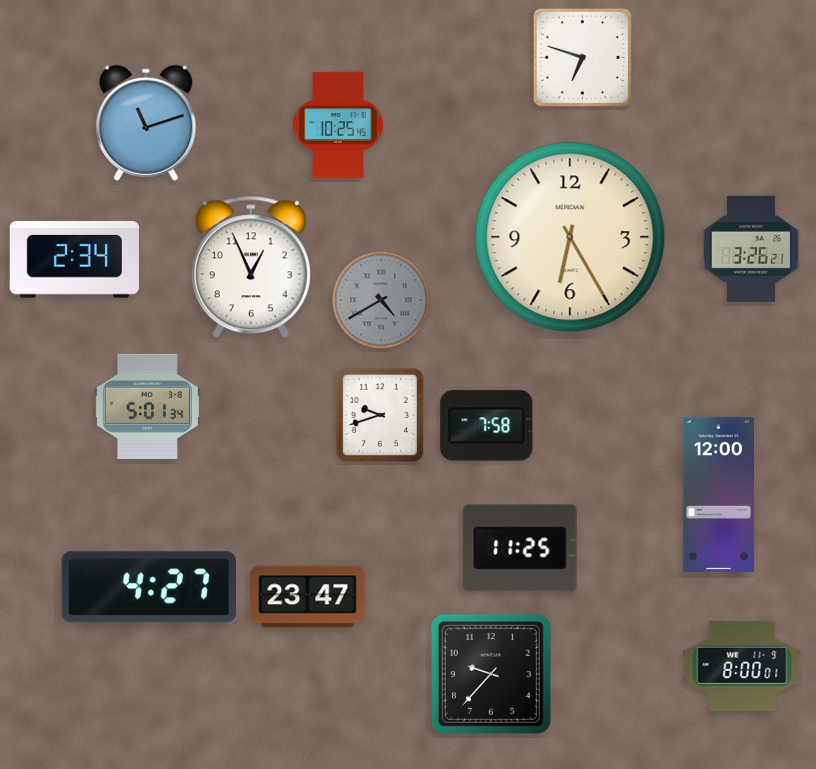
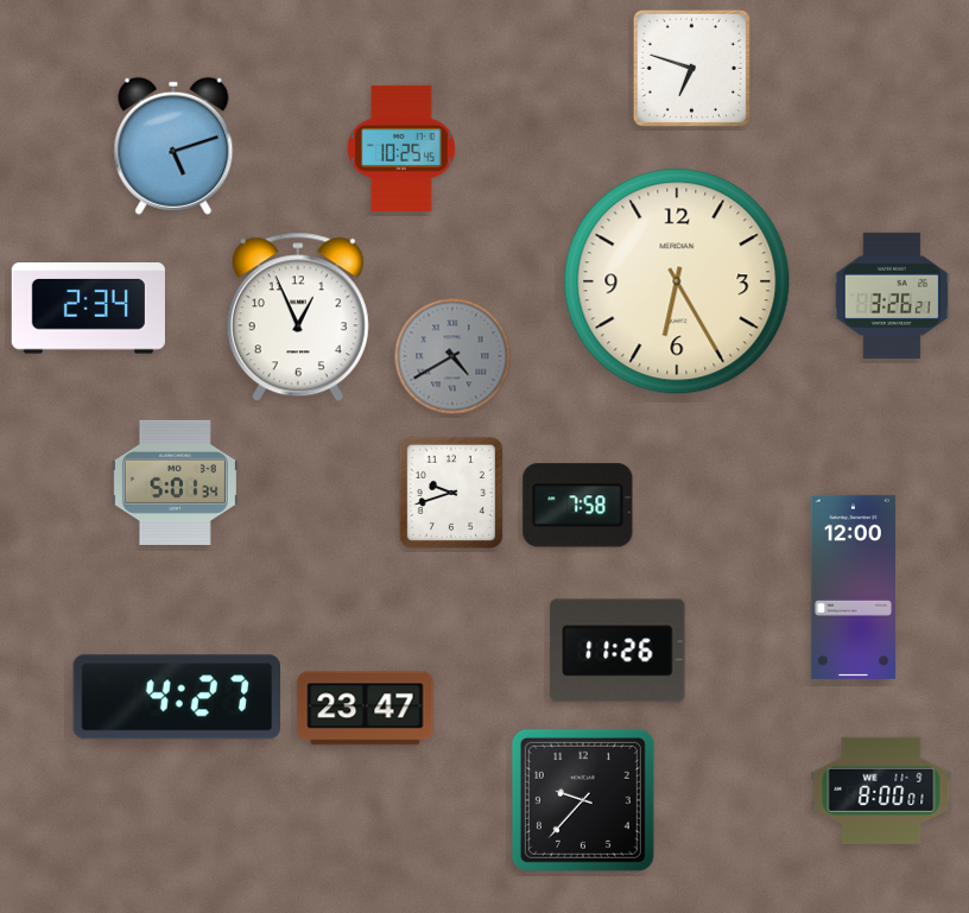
clock at (146, 123): 11:12 -> 5:12
clock at (520, 548): 11:25 -> 11:26
